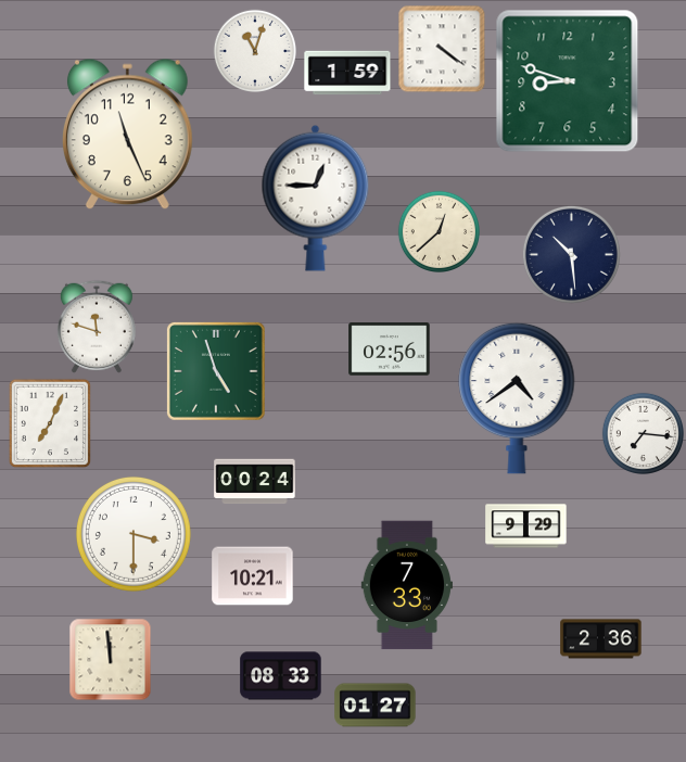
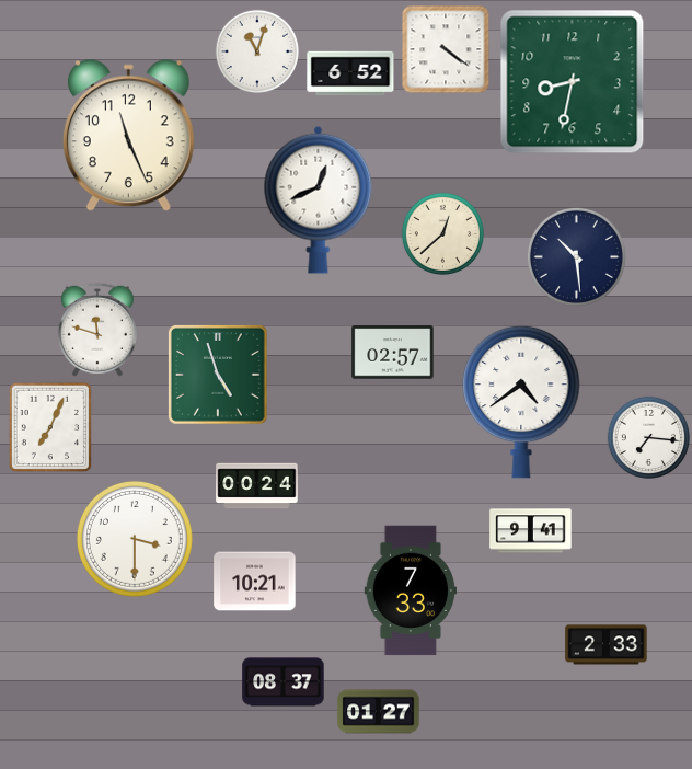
clock at (347, 73): 1:59 -> 6:52
clock at (568, 81): 8:48 -> 8:32
clock at (316, 198): 12:45 -> 12:41
clock at (390, 350): 02:56 -> 02:57
clock at (526, 526): 9:29 -> 9:41
clock at (601, 639): 2:36 -> 2:33
clock at (111, 660): 11:59 -> none
clock at (281, 676): 08:33 -> 08:37
